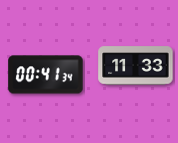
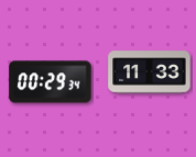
clock at (46, 75): 00:41 -> 00:29
